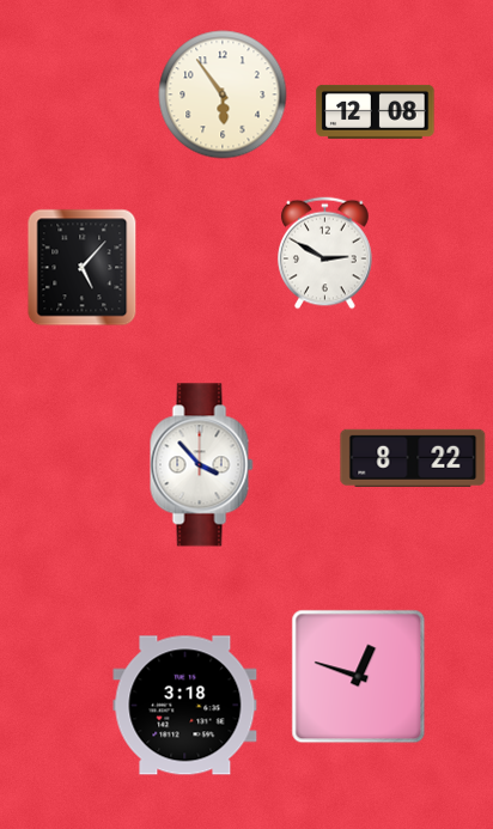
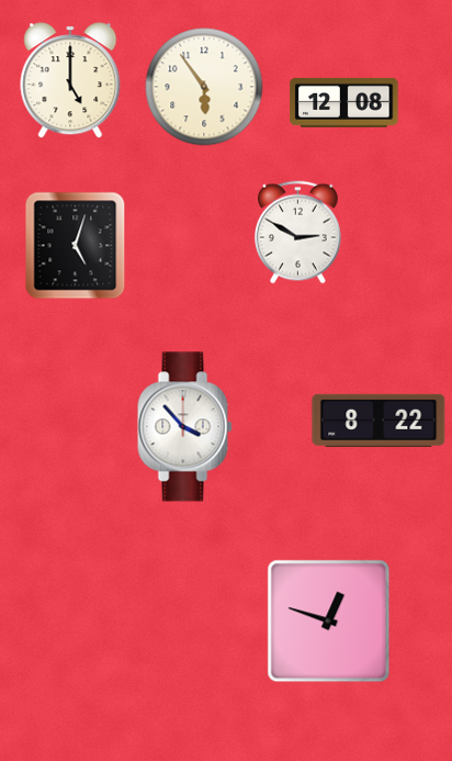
clock at (70, 80): none -> 5:00
clock at (83, 268): 5:07 -> 5:03
clock at (185, 706): 3:18 -> none
